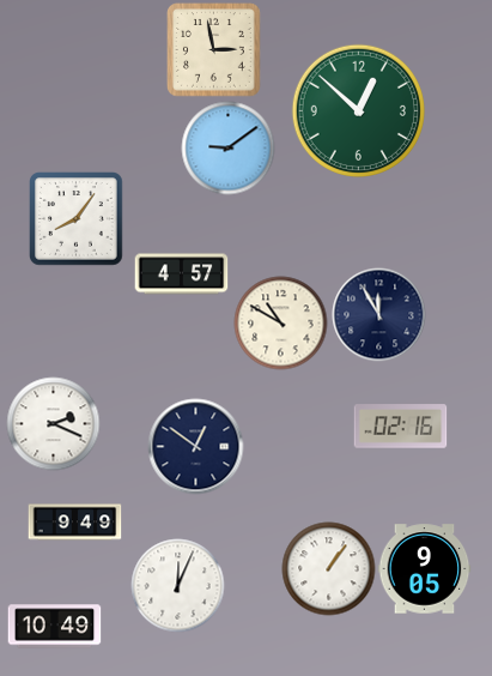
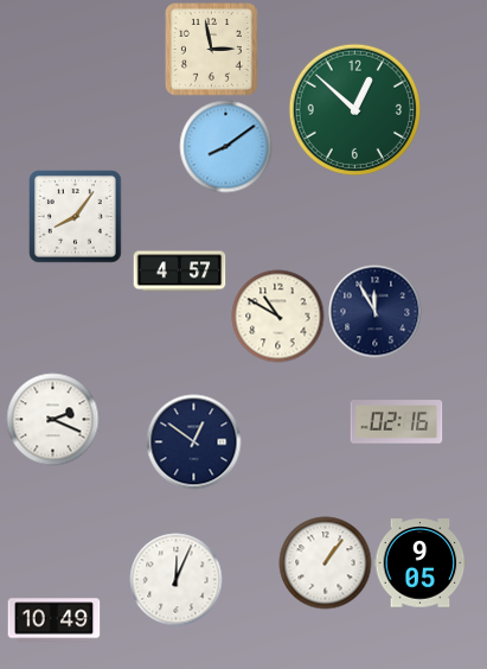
clock at (227, 147): 9:09 -> 8:09
clock at (280, 322) position: (280, 322) -> (277, 316)
clock at (74, 523): 9:49 -> none
